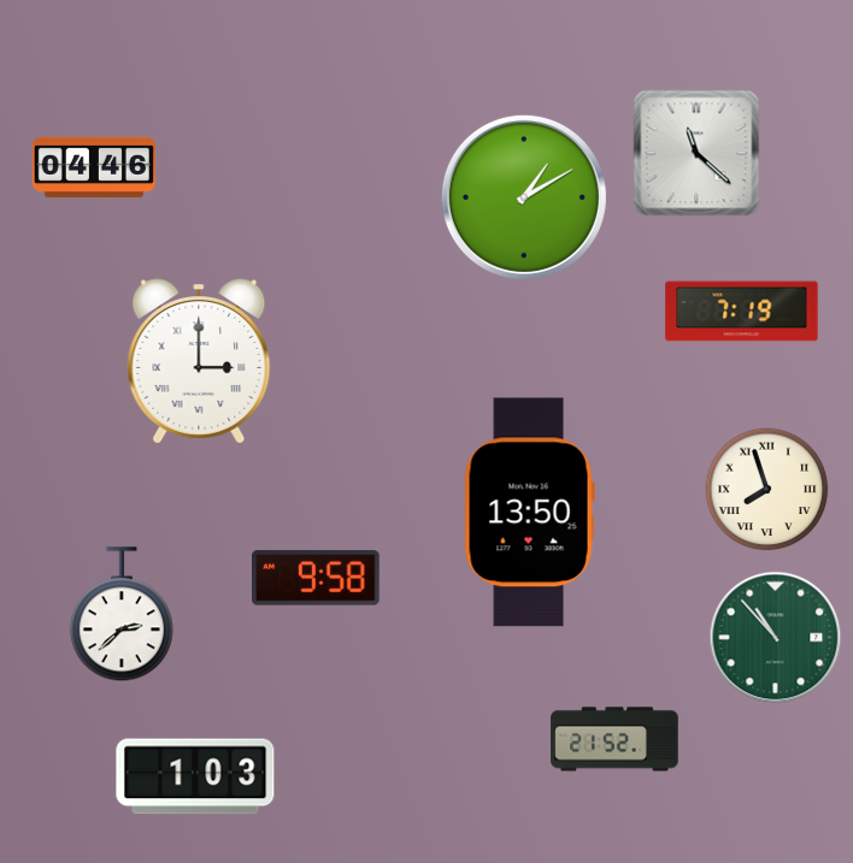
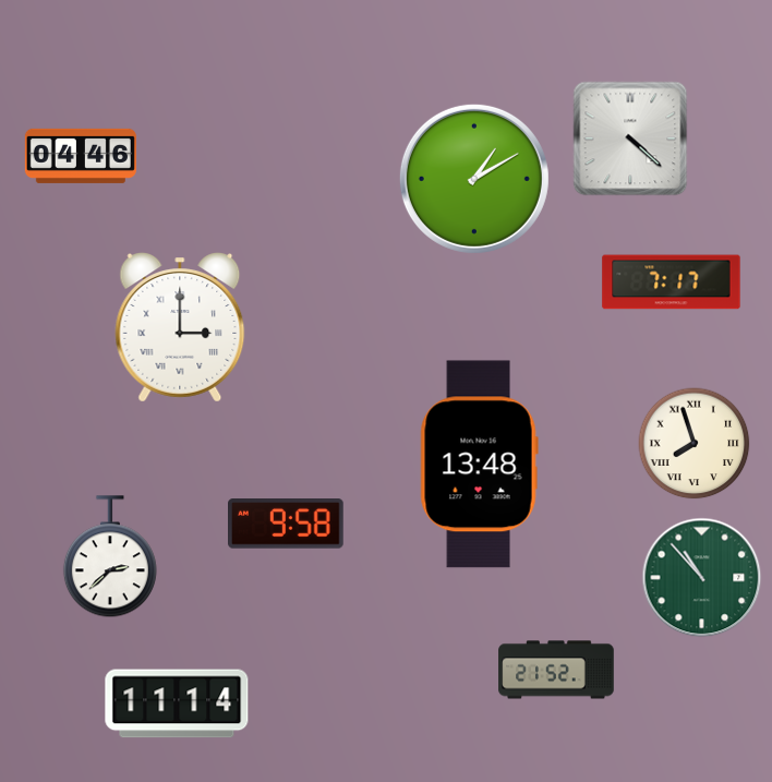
clock at (696, 153): 11:22 -> 4:22
clock at (94, 167) position: (94, 167) -> (81, 156)
clock at (742, 312): 7:19 -> 7:17
clock at (529, 513): 13:50 -> 13:48
clock at (195, 776): 1:03 -> 11:14
